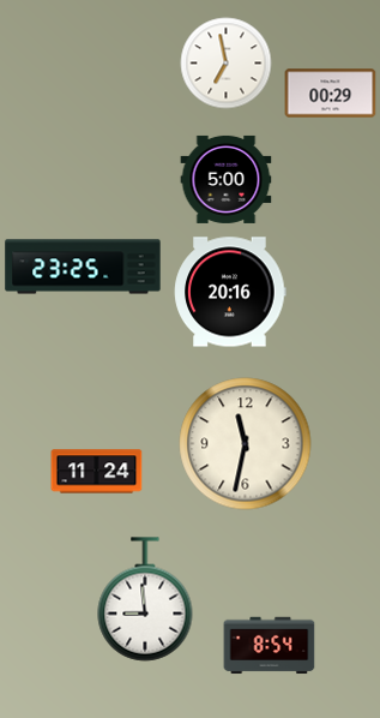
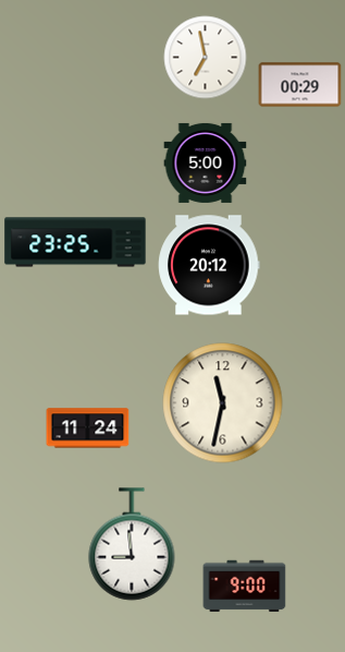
clock at (230, 292): 20:16 -> 20:12
clock at (270, 646): 8:54 -> 9:00
